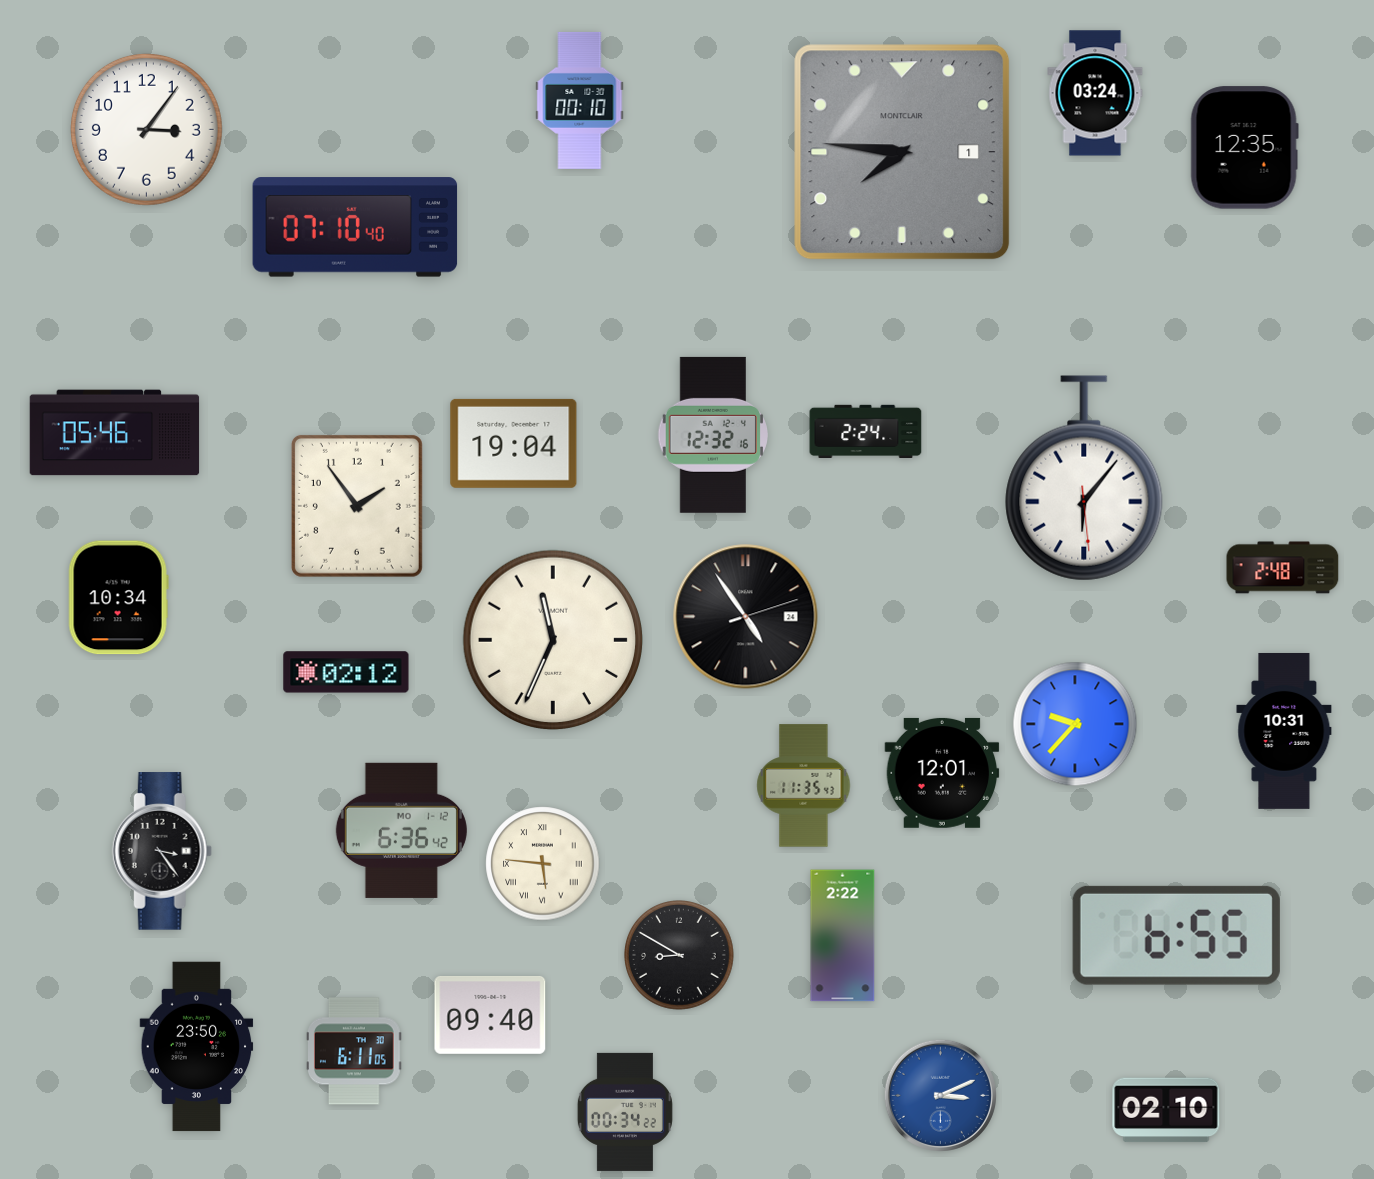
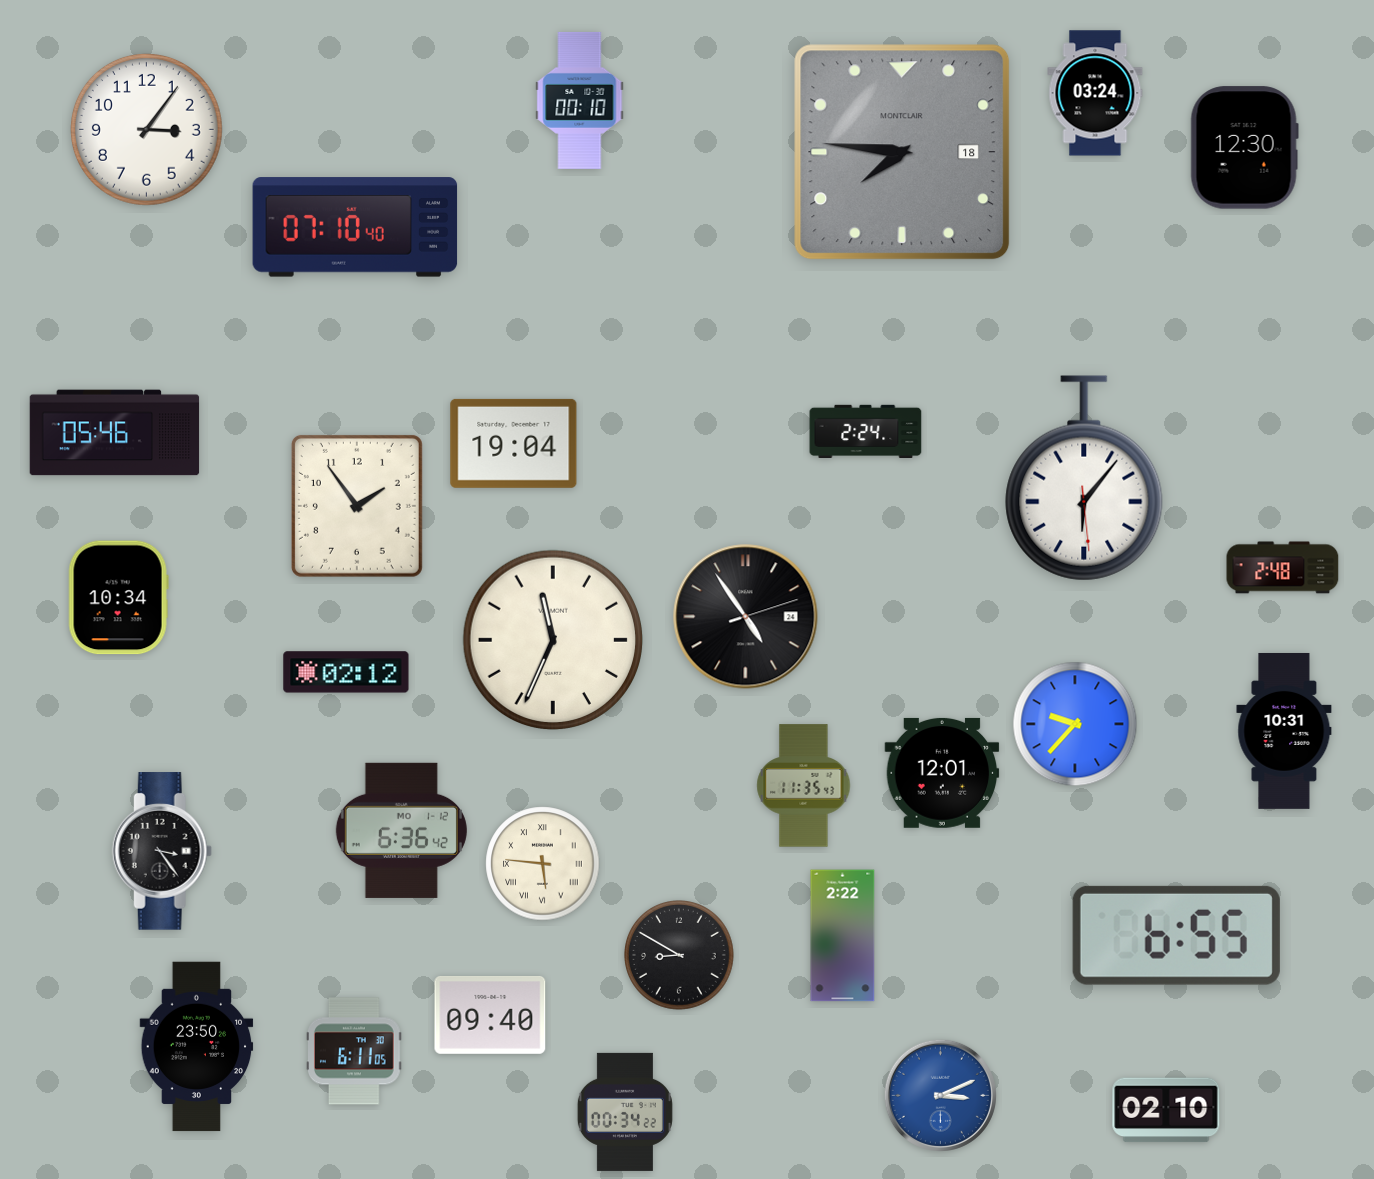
clock at (1244, 148): 12:35 -> 12:30
clock at (902, 152) date: 1 -> 18
clock at (713, 435): 12:32 -> none
